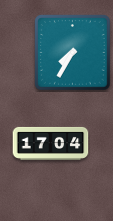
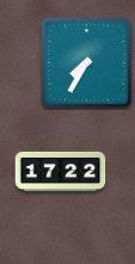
clock at (51, 143): 17:04 -> 17:22
